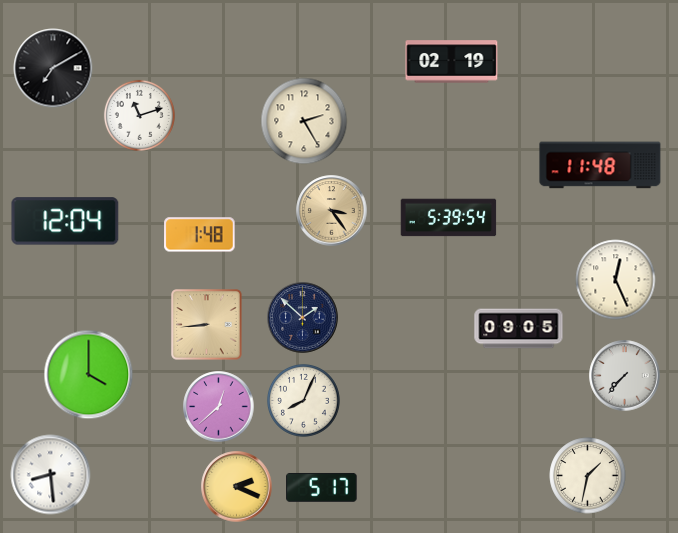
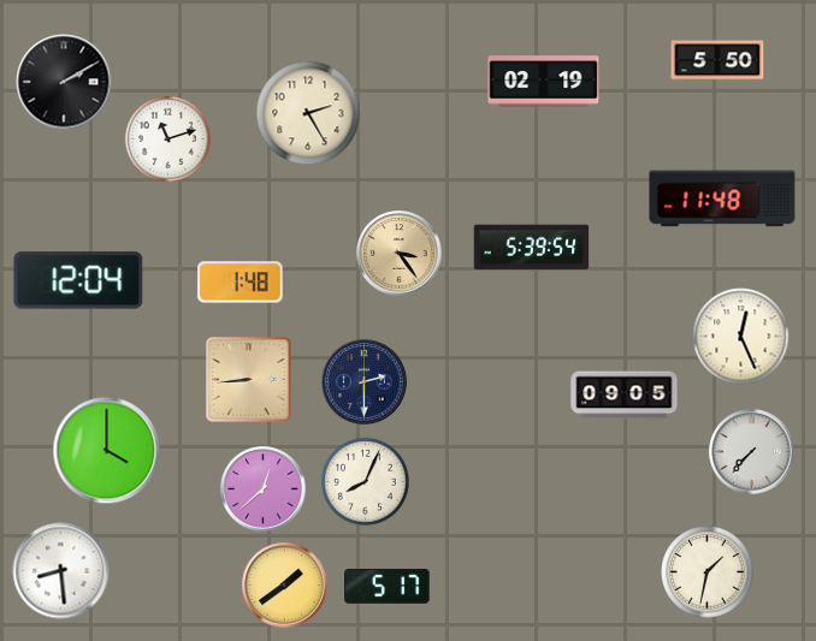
clock at (717, 60): none -> 5:50
clock at (452, 62) position: (452, 62) -> (544, 82)
clock at (53, 68): 7:10 -> 2:10
clock at (304, 121) position: (304, 121) -> (308, 113)
clock at (449, 218) position: (449, 218) -> (532, 248)
clock at (65, 221) position: (65, 221) -> (78, 280)
clock at (303, 318): 1:52 -> 2:30
clock at (207, 325) position: (207, 325) -> (249, 380)
clock at (237, 487): 2:19 -> 1:39
